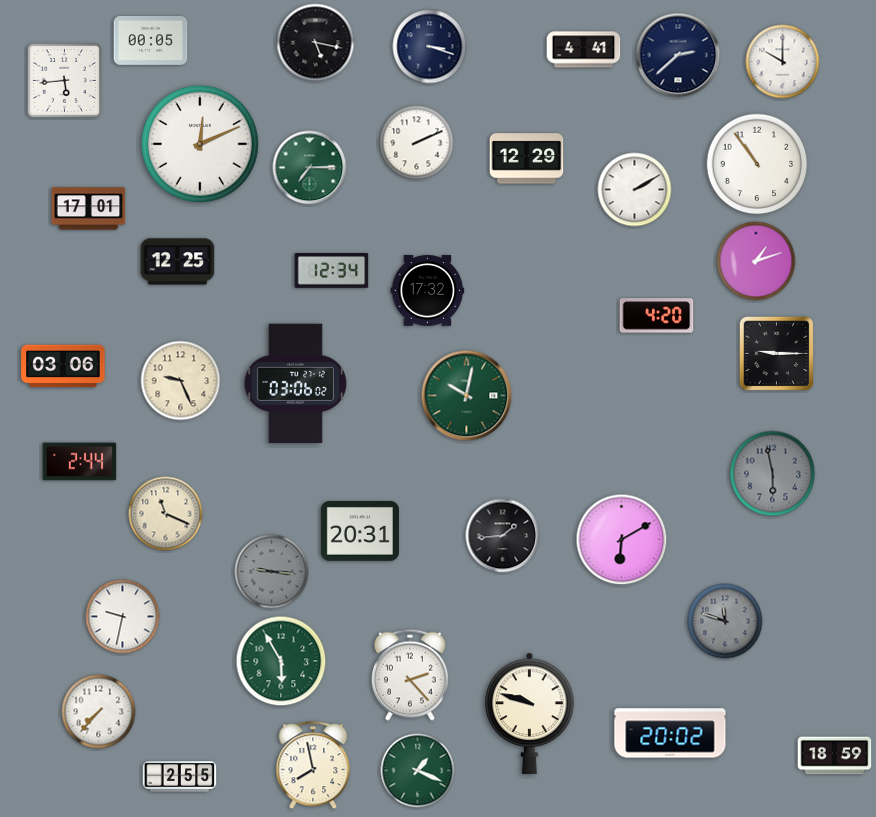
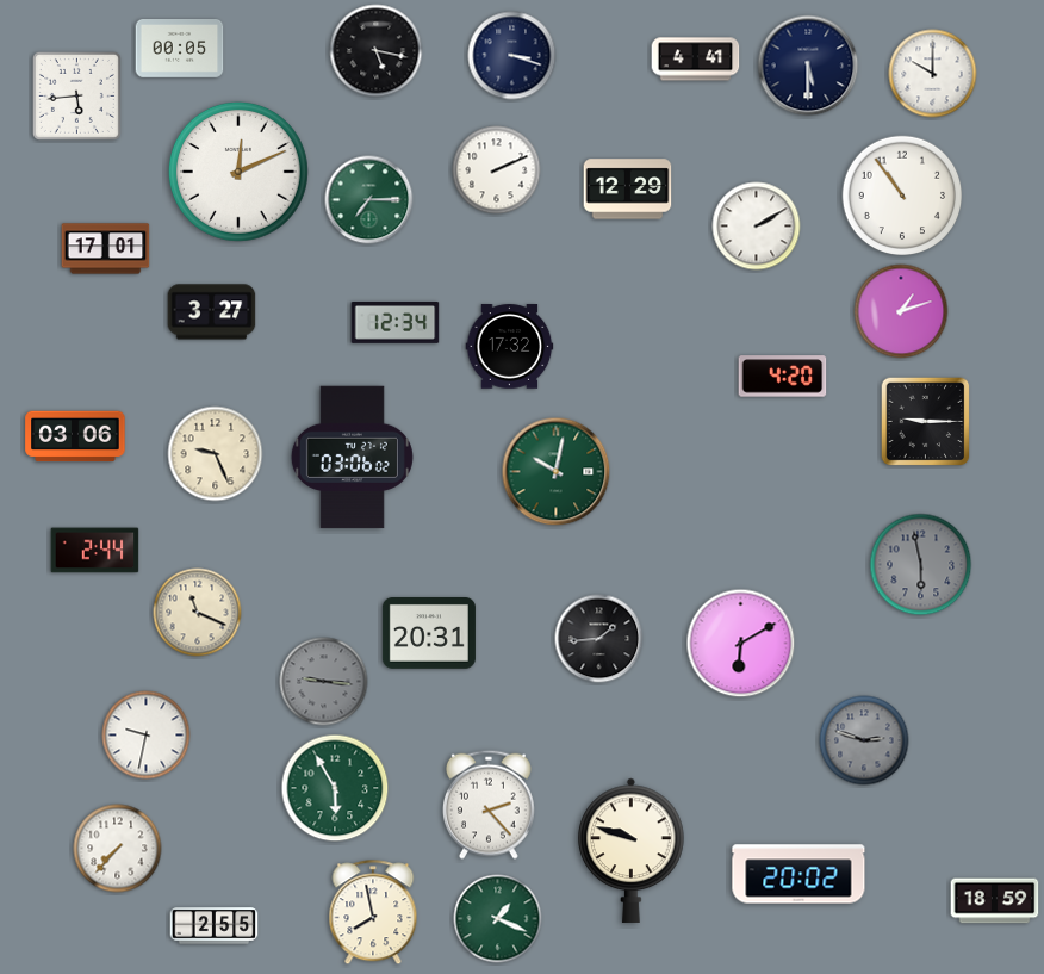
clock at (678, 55): 2:38 -> 5:30
clock at (178, 262): 12:25 -> 3:27
clock at (725, 621): 11:48 -> 2:48
